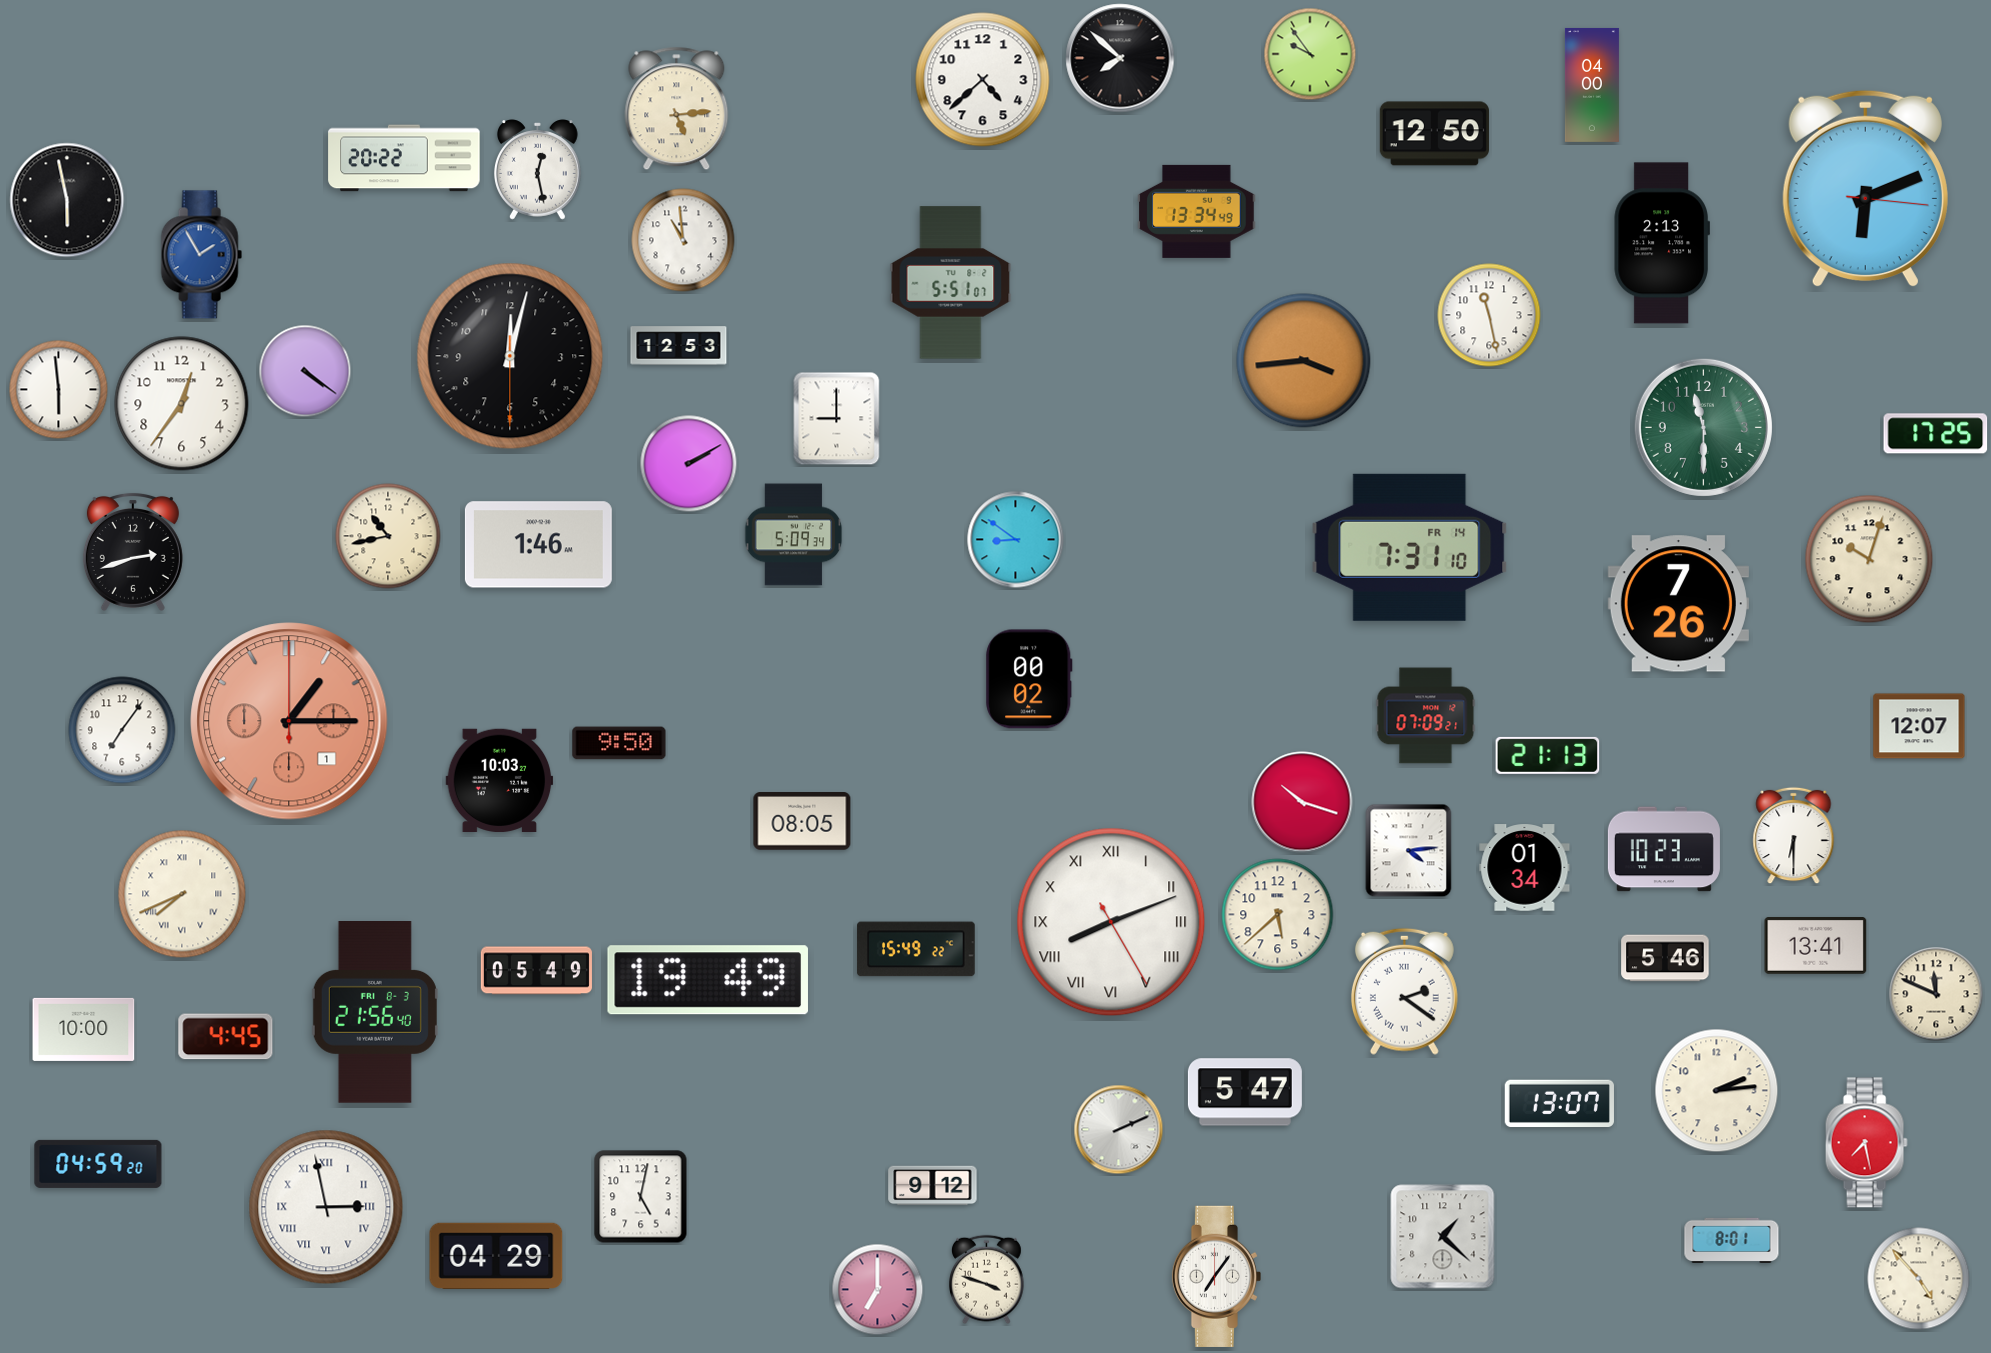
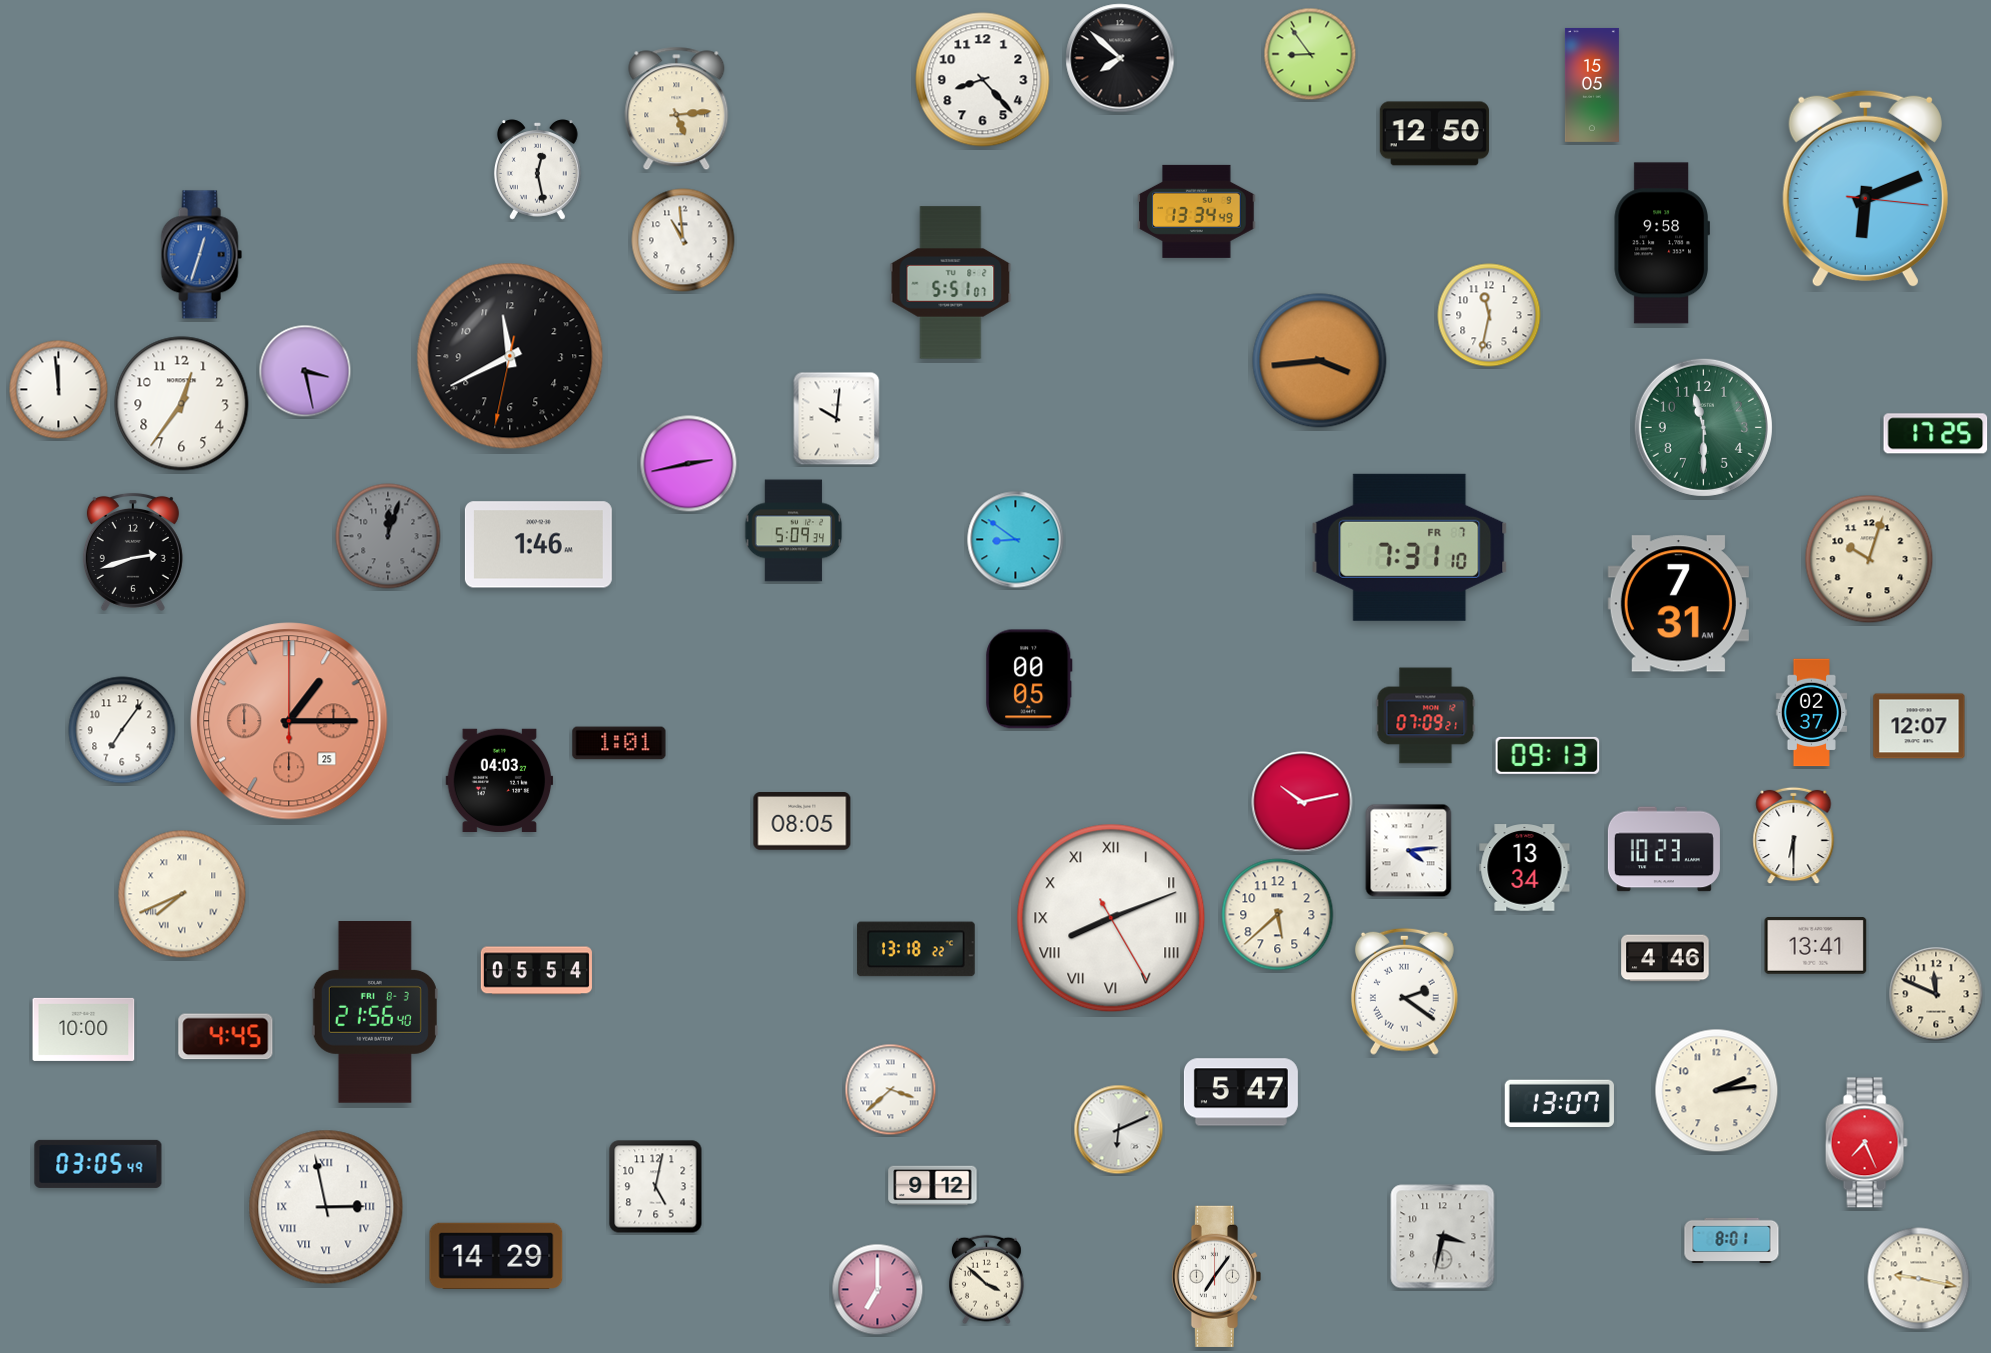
clock at (1310, 54): 9:54 -> 8:54
clock at (983, 80): 4:38 -> 8:23
clock at (1592, 85): 04:00 -> 15:05
clock at (404, 158): 20:22 -> none
clock at (67, 200): 5:58 -> none
clock at (1662, 243): 2:13 -> 9:58
clock at (201, 255): 1:55 -> 12:33
clock at (1489, 315): 11:28 -> 11:32
clock at (679, 346): 12:53 -> none
clock at (510, 356): 12:02 -> 11:40
clock at (1304, 361) position: (1304, 361) -> (1320, 361)
clock at (305, 371): 4:21 -> 3:28
clock at (59, 390): 5:59 -> 11:59
clock at (837, 419): 9:00 -> 10:01
clock at (689, 464): 2:10 -> 2:43
clock at (794, 535) position: (794, 535) -> (794, 531)
clock at (388, 536): 10:43 -> 12:03
clock at (388, 536) dial: cream -> grey
clock at (1410, 547) date: FR 14 -> FR 7
clock at (1678, 604): 7:26 -> 7:31
clock at (1029, 679): 00:02 -> 00:05
clock at (1812, 713): none -> 02:37
clock at (289, 721) date: 1 -> 25
clock at (619, 743): 9:50 -> 1:01
clock at (1548, 755): 21:13 -> 09:13
clock at (500, 780): 10:03 -> 04:03
clock at (1302, 802): 10:18 -> 10:13
clock at (1525, 868): 01:34 -> 13:34
clock at (1111, 922) position: (1111, 922) -> (1111, 918)
clock at (916, 949): 15:49 -> 13:18
clock at (1665, 958): 5:46 -> 4:46
clock at (536, 971): 05:49 -> 05:54
clock at (708, 980): 19:49 -> none
clock at (891, 1090): none -> 3:38
clock at (1245, 1092) position: (1245, 1092) -> (1241, 1092)
clock at (1119, 1130): 2:11 -> 6:11
clock at (1866, 1143): 7:28 -> 7:26
clock at (98, 1164): 04:59 -> 03:05
clock at (641, 1197) position: (641, 1197) -> (656, 1187)
clock at (1443, 1237): 1:22 -> 3:32
clock at (496, 1256): 04:29 -> 14:29
clock at (1919, 1279): 4:53 -> 9:17
clock at (987, 1280): 3:48 -> 3:52
